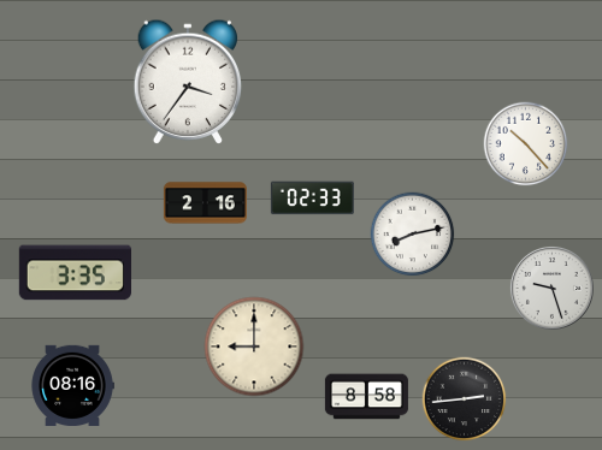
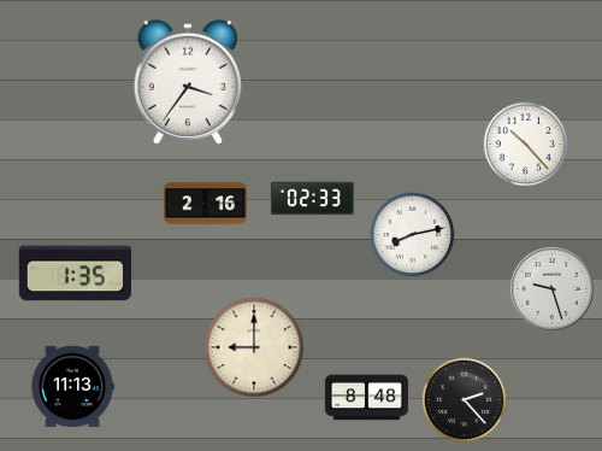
clock at (75, 273): 3:35 -> 1:35
clock at (72, 385): 08:16 -> 11:13
clock at (366, 397): 8:58 -> 8:48
clock at (465, 399): 2:44 -> 2:23
